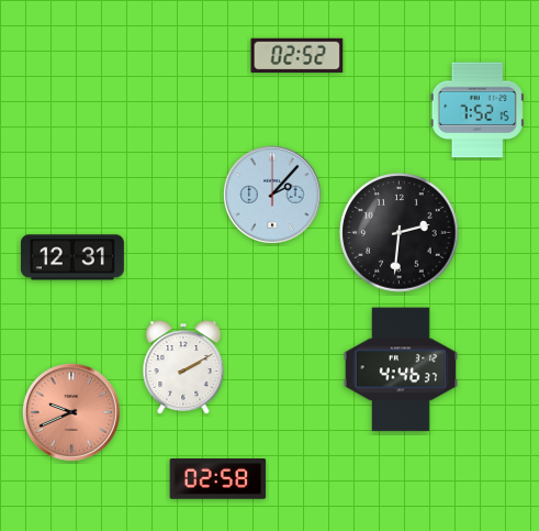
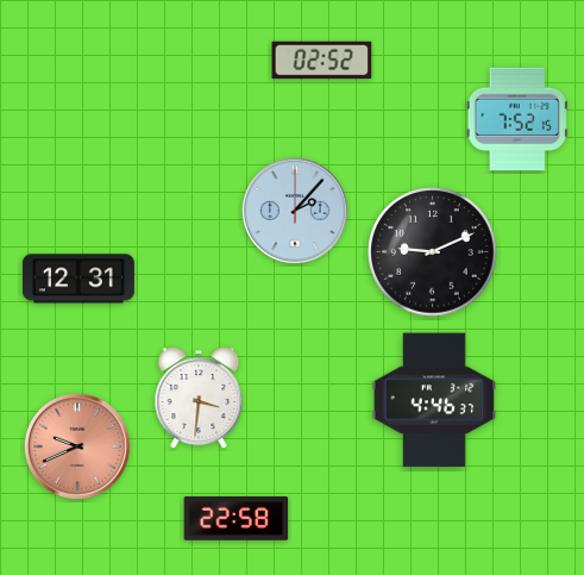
clock at (400, 233): 2:31 -> 9:11
clock at (183, 367): 2:10 -> 3:31
clock at (218, 479): 02:58 -> 22:58
